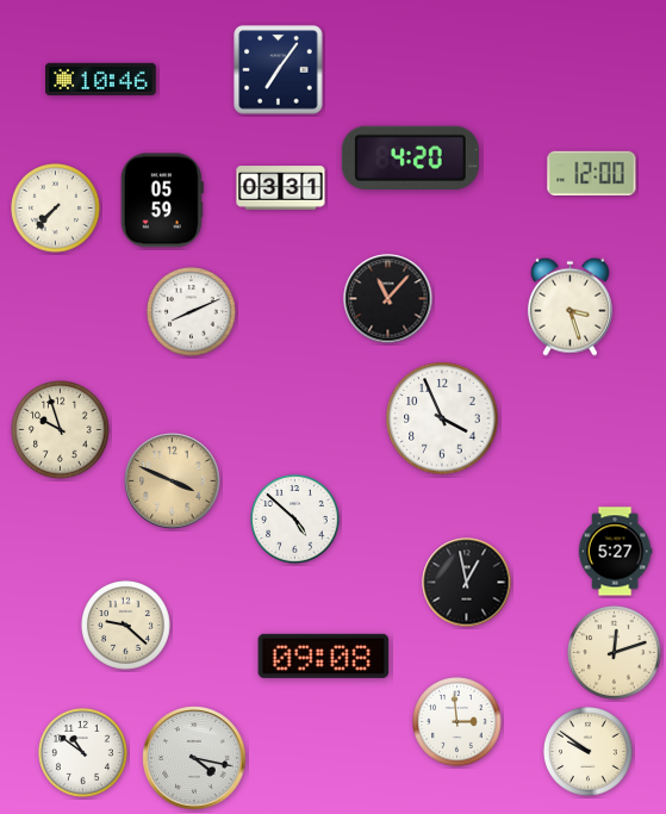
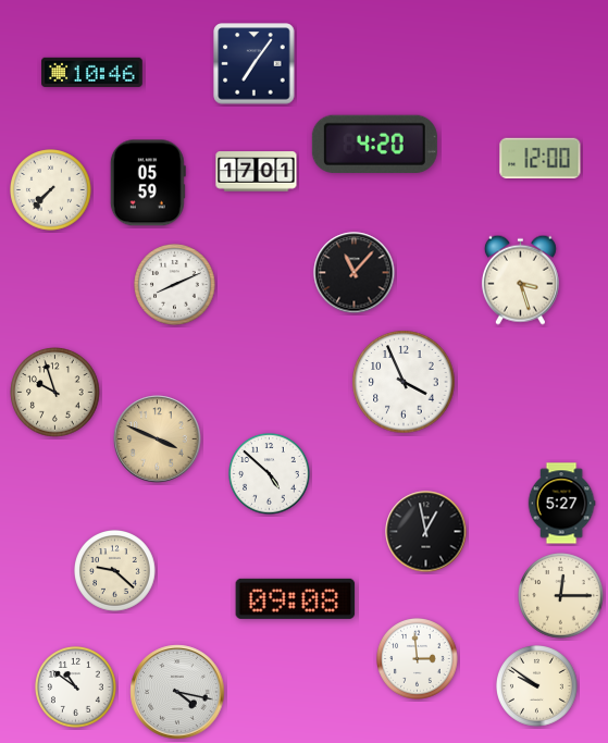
clock at (281, 188): 03:31 -> 17:01
clock at (615, 653): 12:12 -> 12:15
